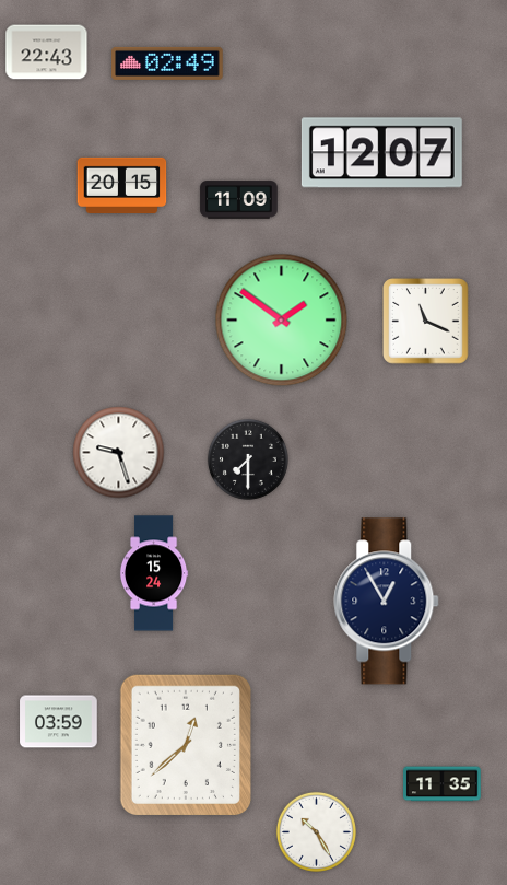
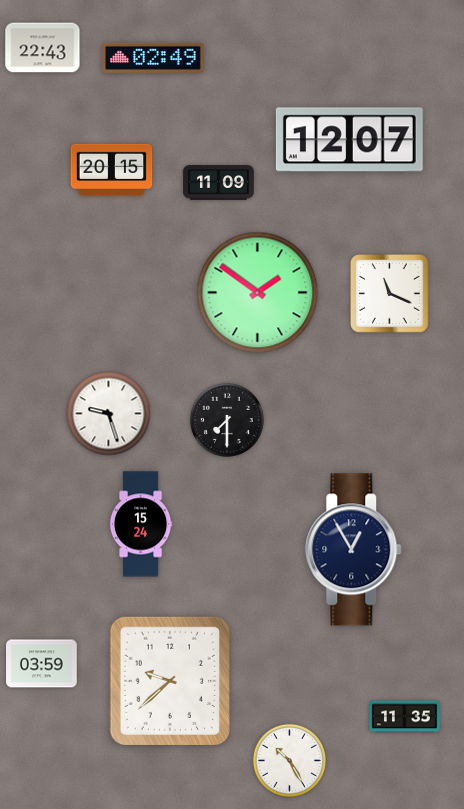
clock at (59, 722) position: (59, 722) -> (42, 664)
clock at (186, 744): 12:38 -> 9:38
